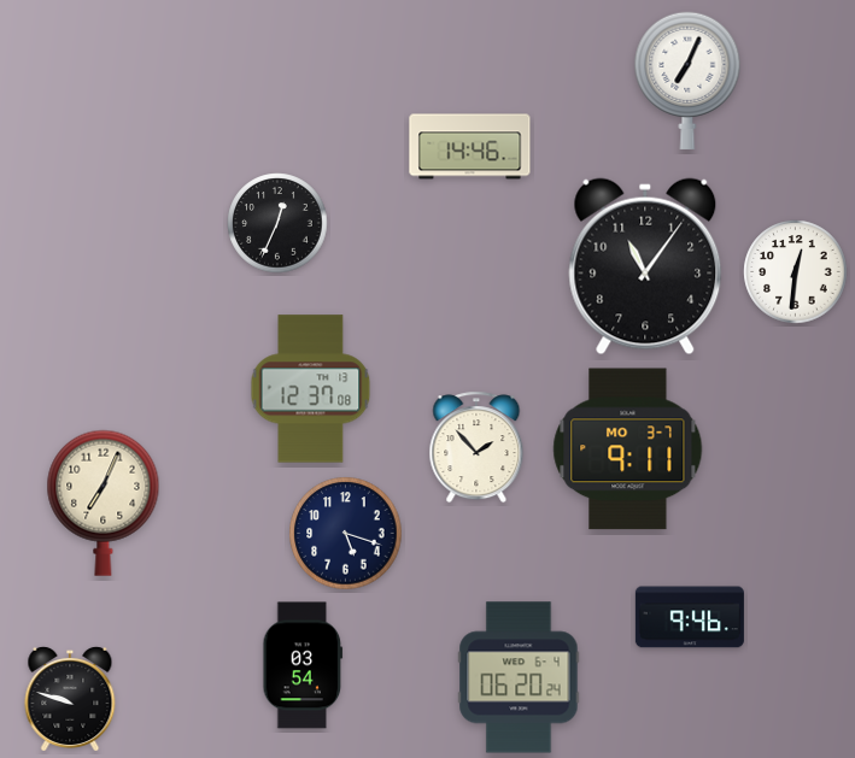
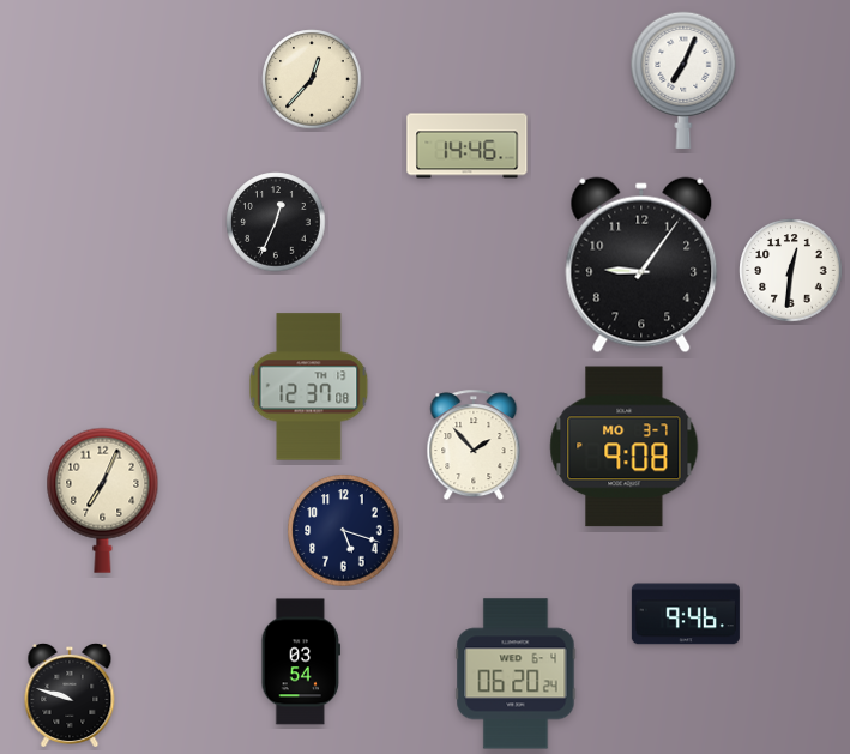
clock at (312, 79): none -> 12:37
clock at (645, 266): 11:06 -> 9:06
clock at (628, 449): 9:11 -> 9:08
